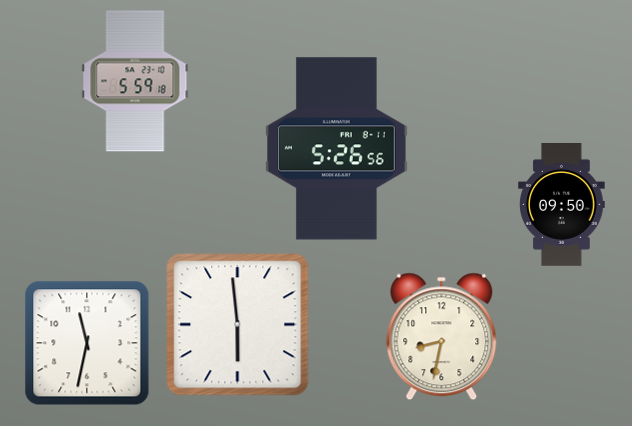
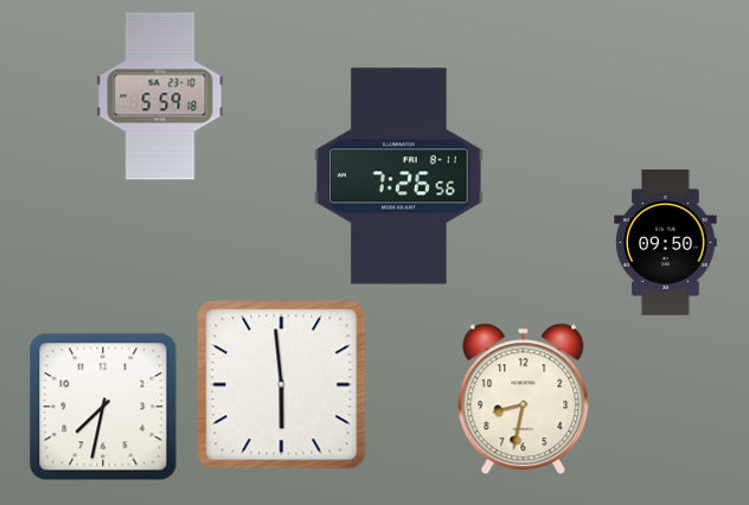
clock at (337, 149): 5:26 -> 7:26
clock at (87, 343): 11:32 -> 7:32
